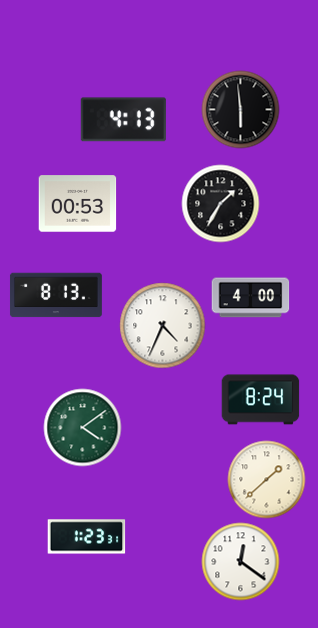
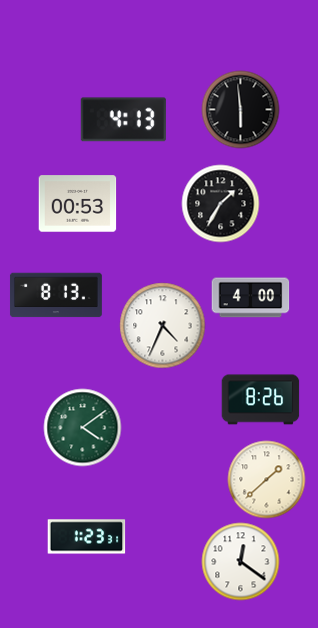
clock at (260, 400): 8:24 -> 8:26
